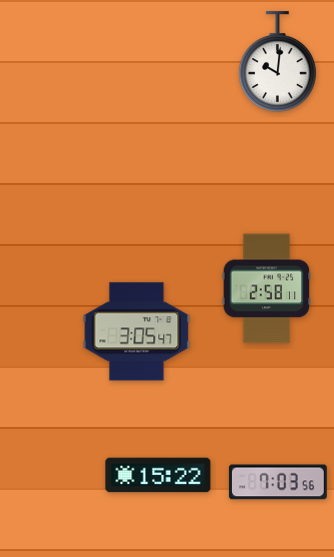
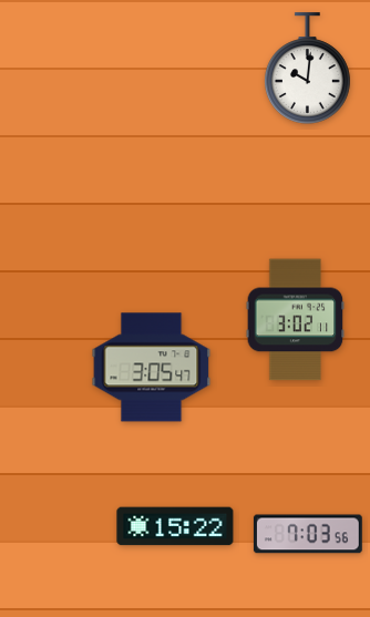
clock at (267, 289): 2:58 -> 3:02
